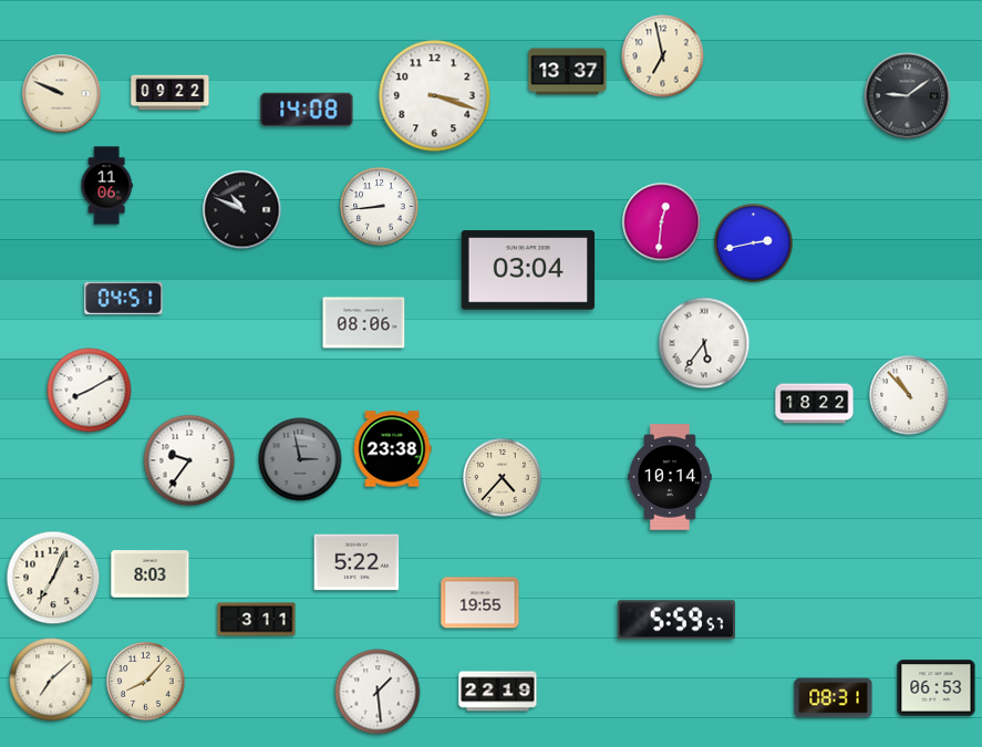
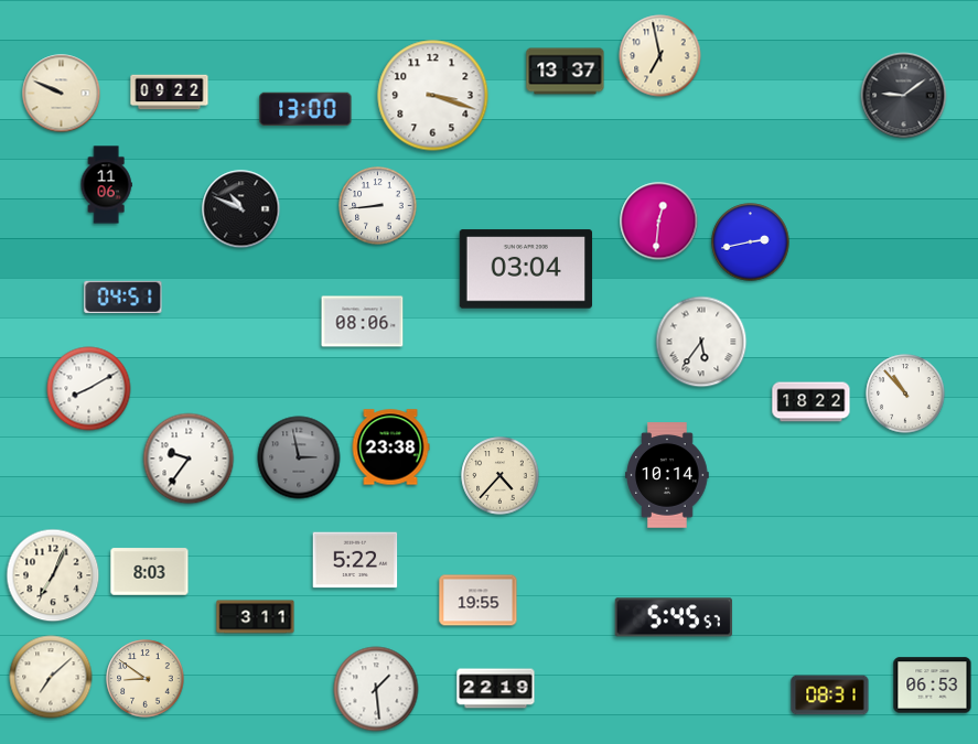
clock at (307, 108): 14:08 -> 13:00
clock at (676, 620): 5:59 -> 5:45
clock at (146, 682): 8:07 -> 8:51
